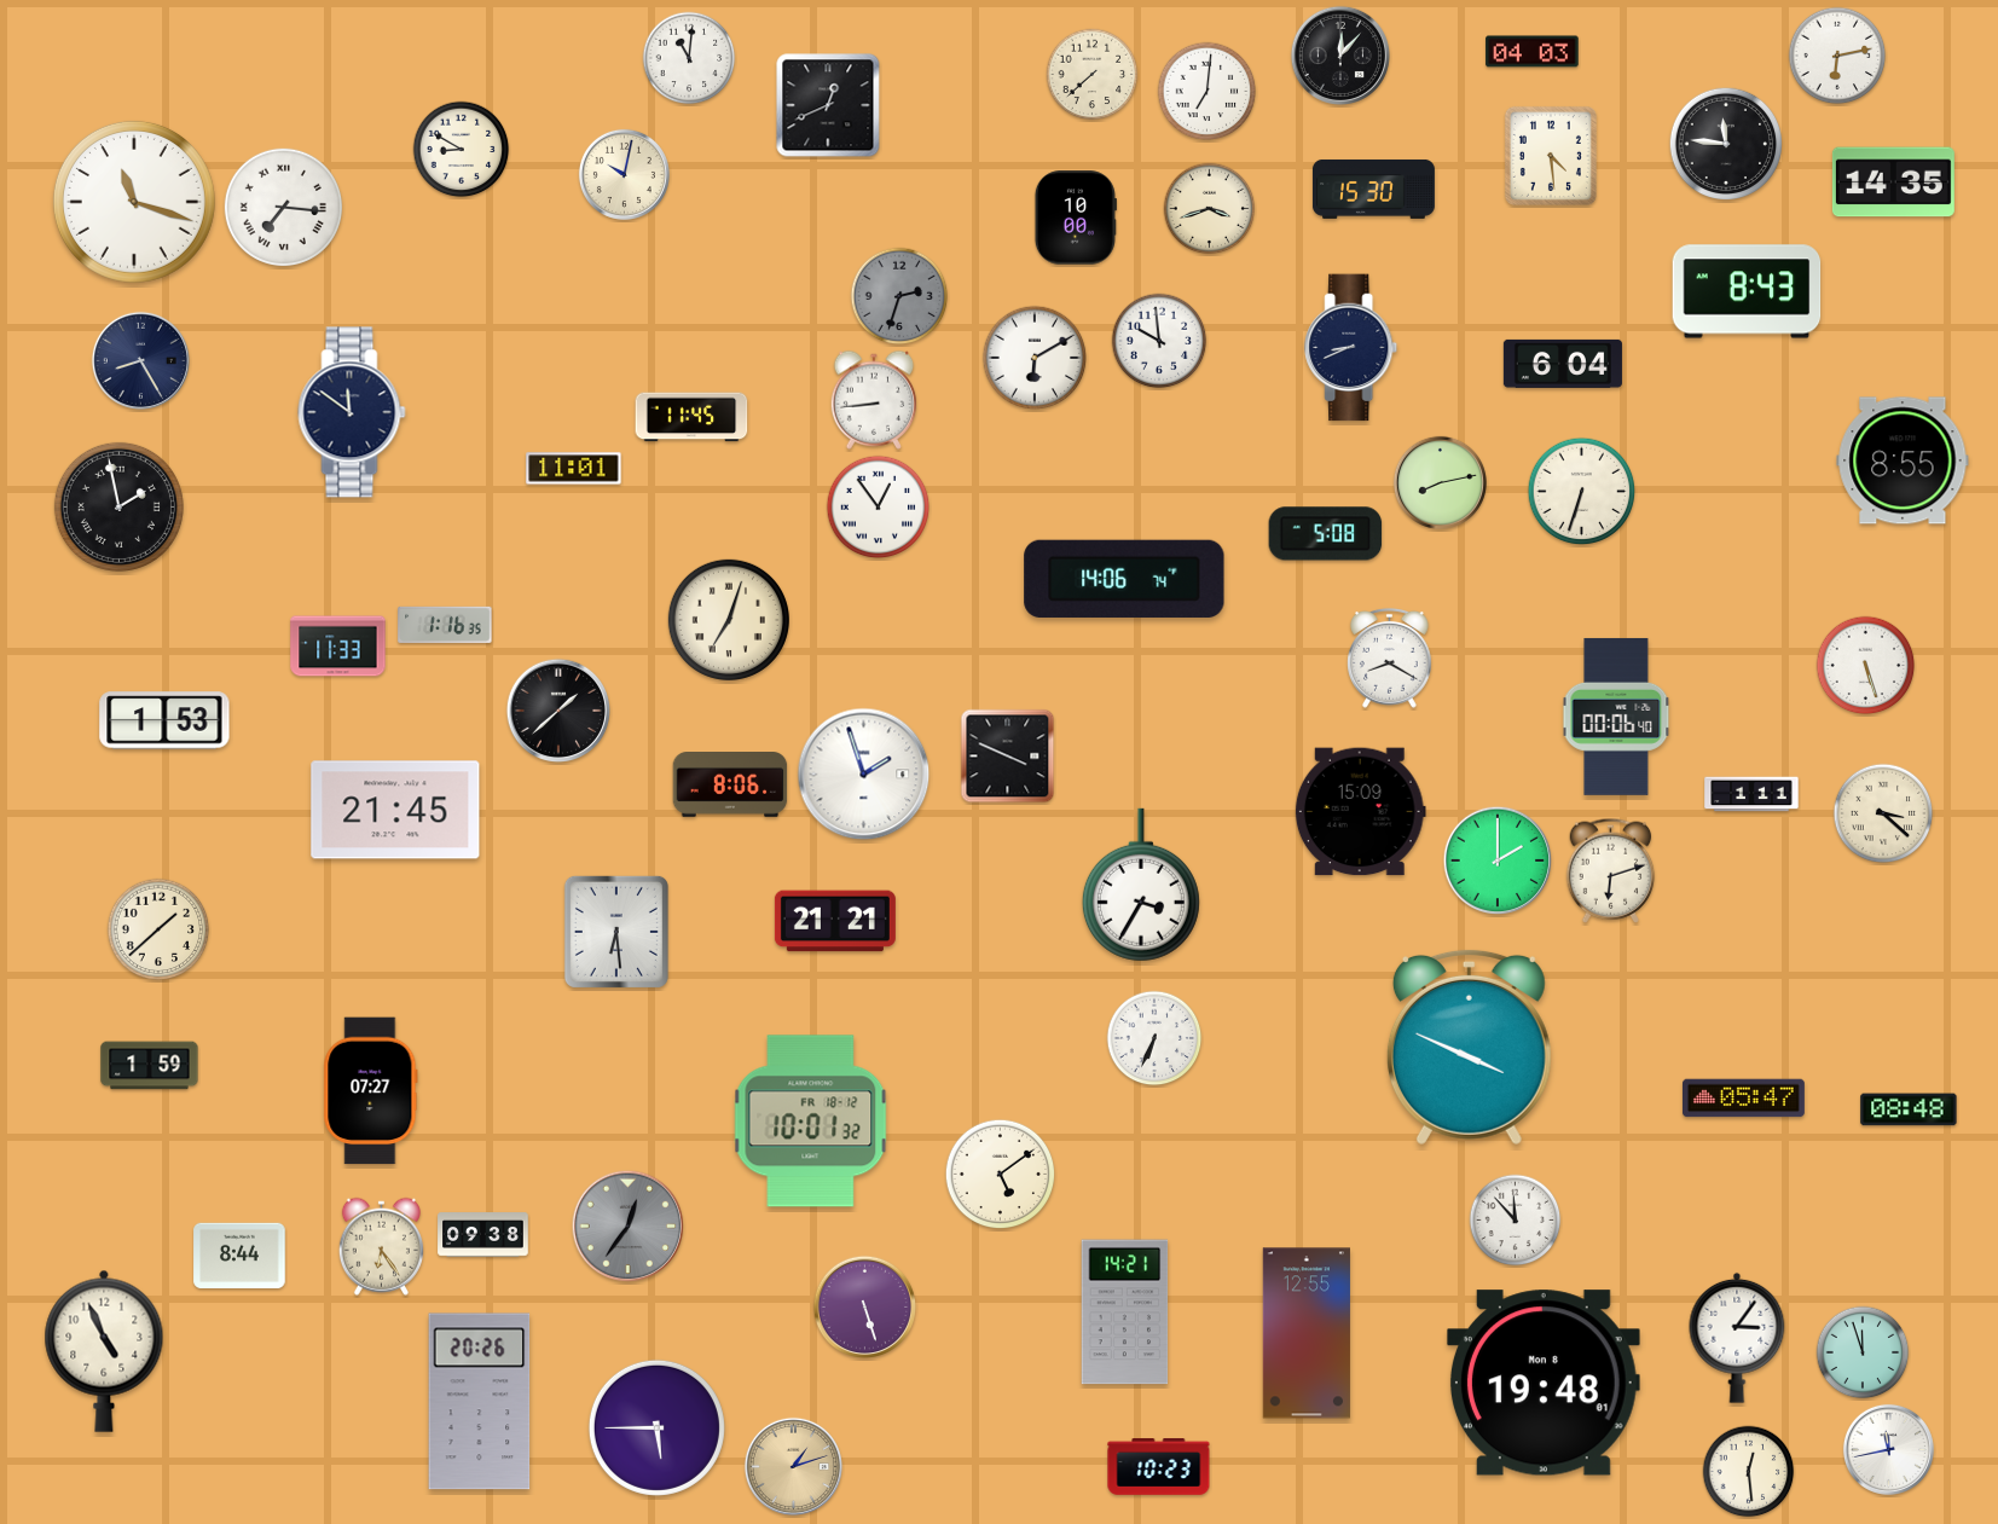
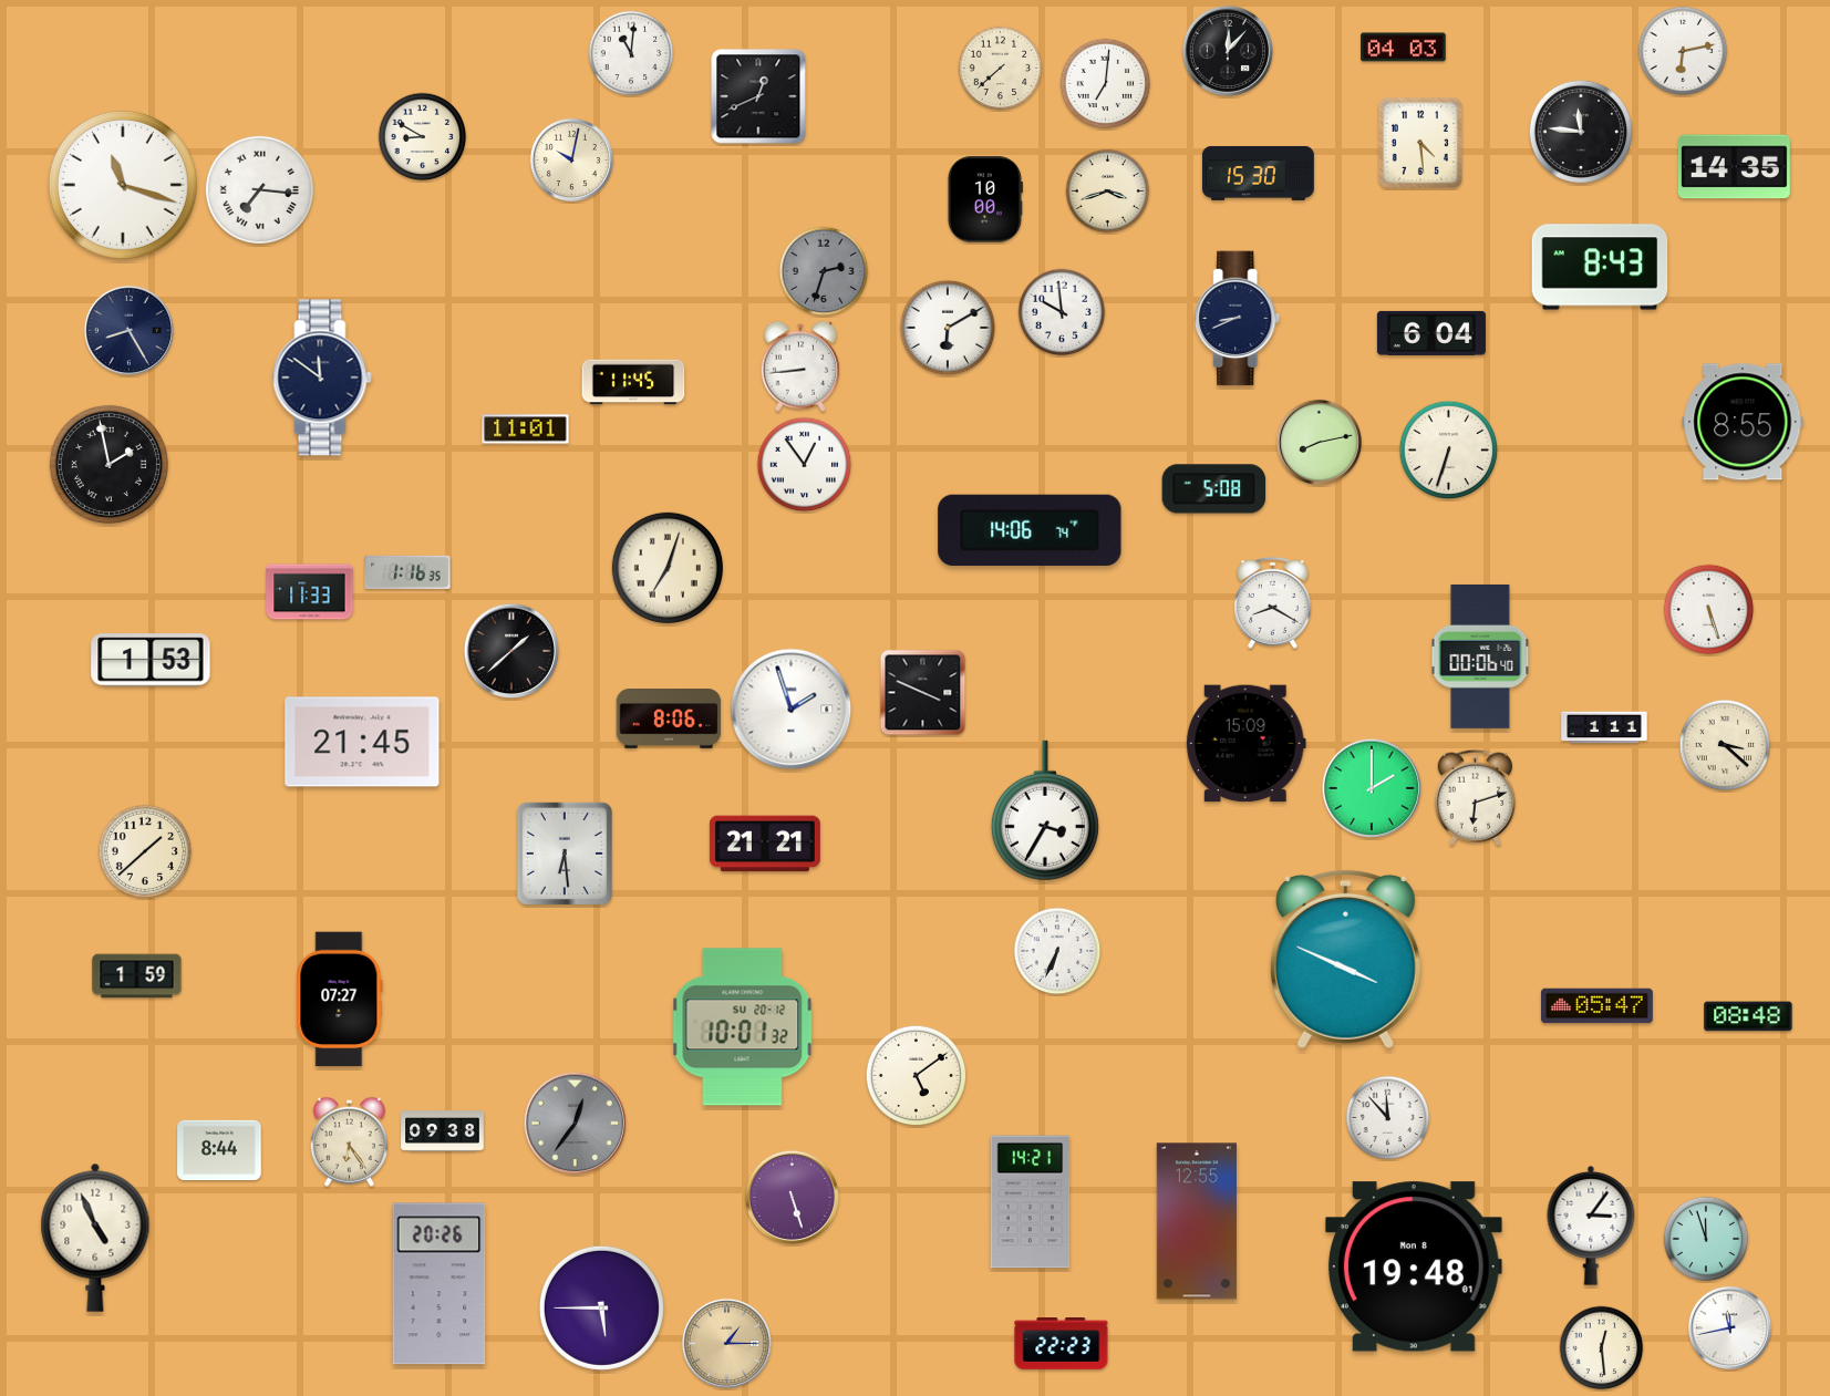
clock at (811, 1122) date: FR 18-12 -> SU 20-12
clock at (793, 1466): 1:12 -> 1:15
clock at (1159, 1467): 10:23 -> 22:23
